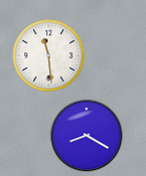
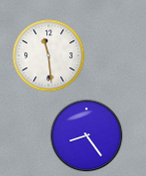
clock at (87, 136): 8:20 -> 8:24
